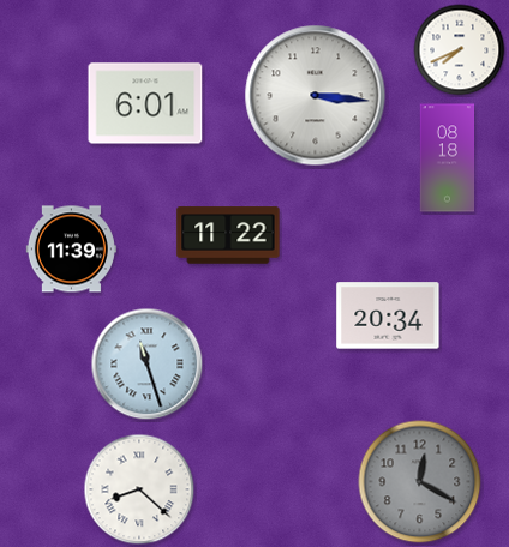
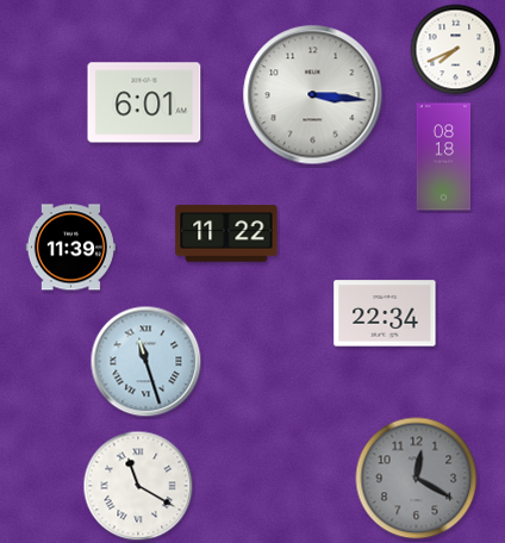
clock at (388, 315): 20:34 -> 22:34
clock at (139, 489): 8:22 -> 11:20
